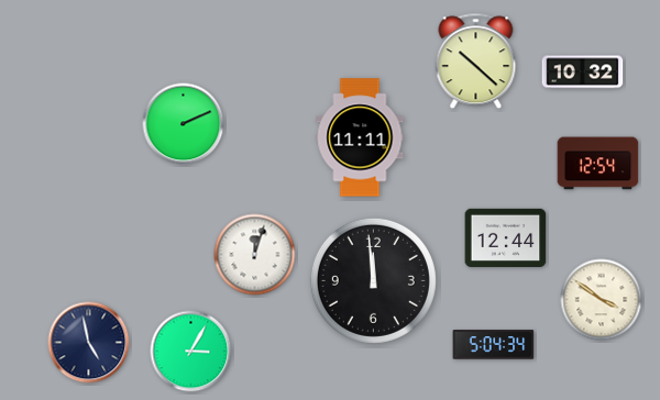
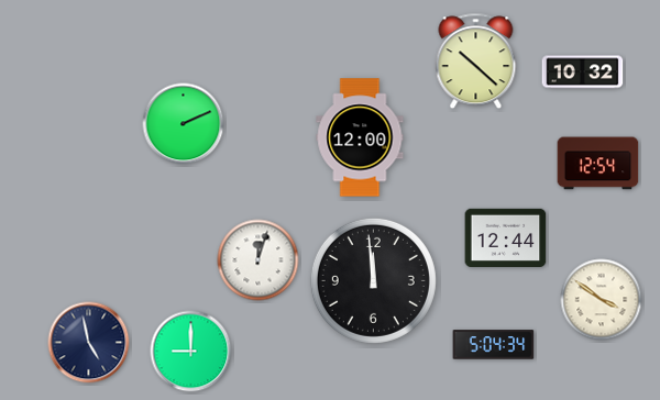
clock at (360, 137): 11:11 -> 12:00
clock at (255, 255) position: (255, 255) -> (258, 260)
clock at (191, 352): 3:05 -> 9:00
